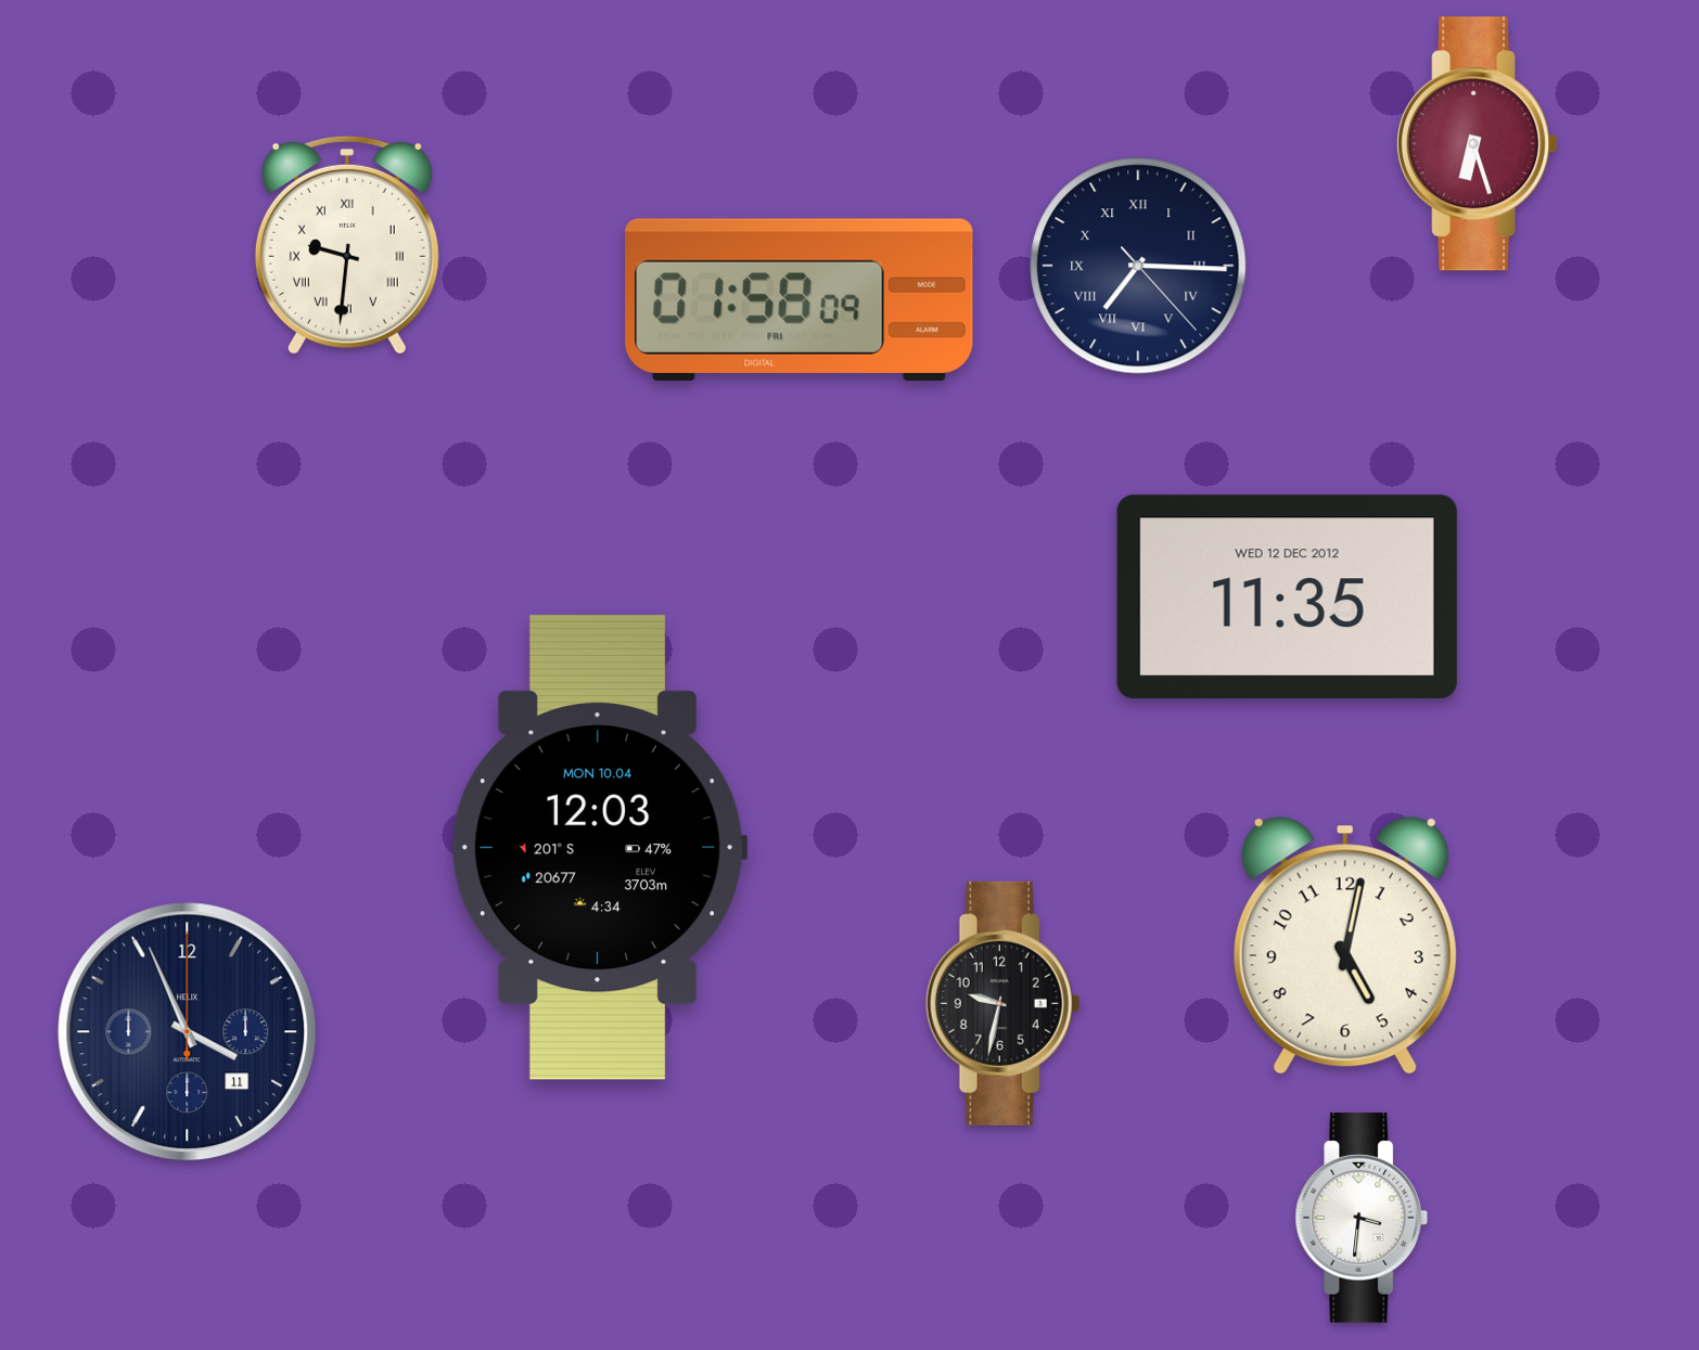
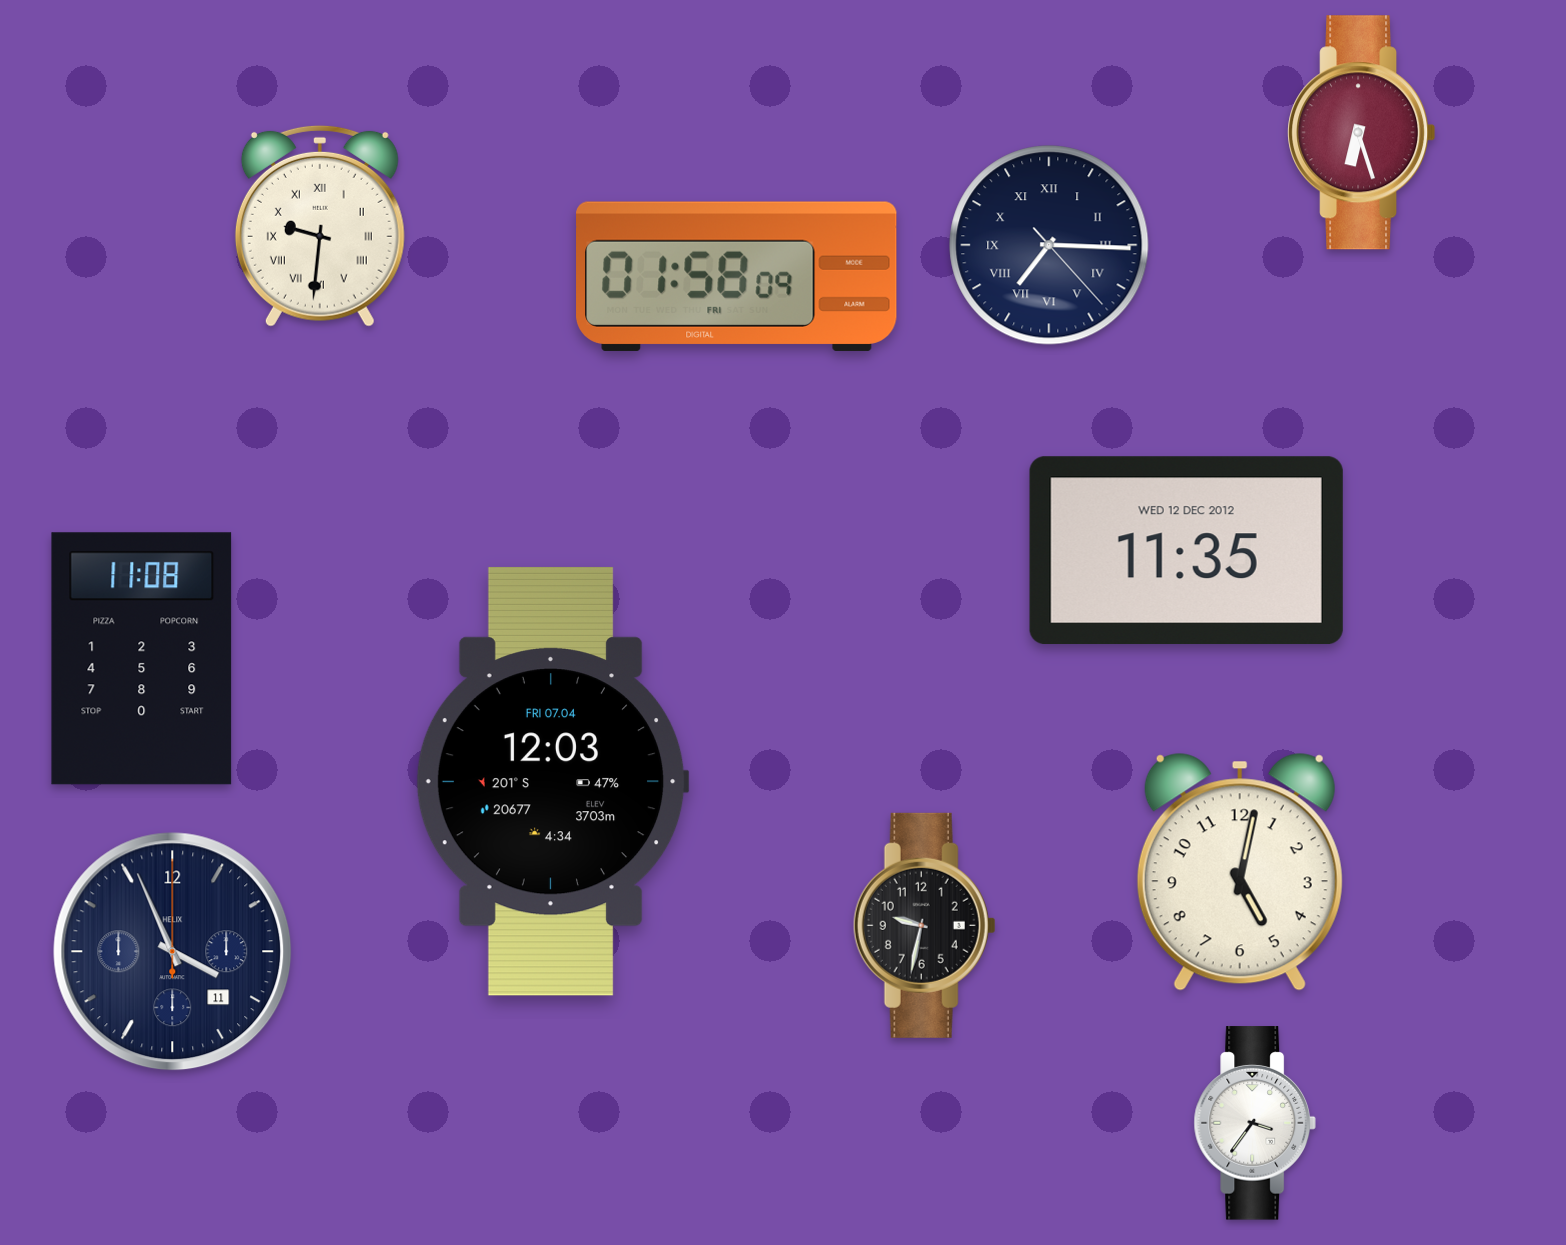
clock at (142, 659): none -> 11:08
clock at (599, 847) date: MON 10.04 -> FRI 07.04
clock at (1361, 1218): 3:31 -> 3:36
